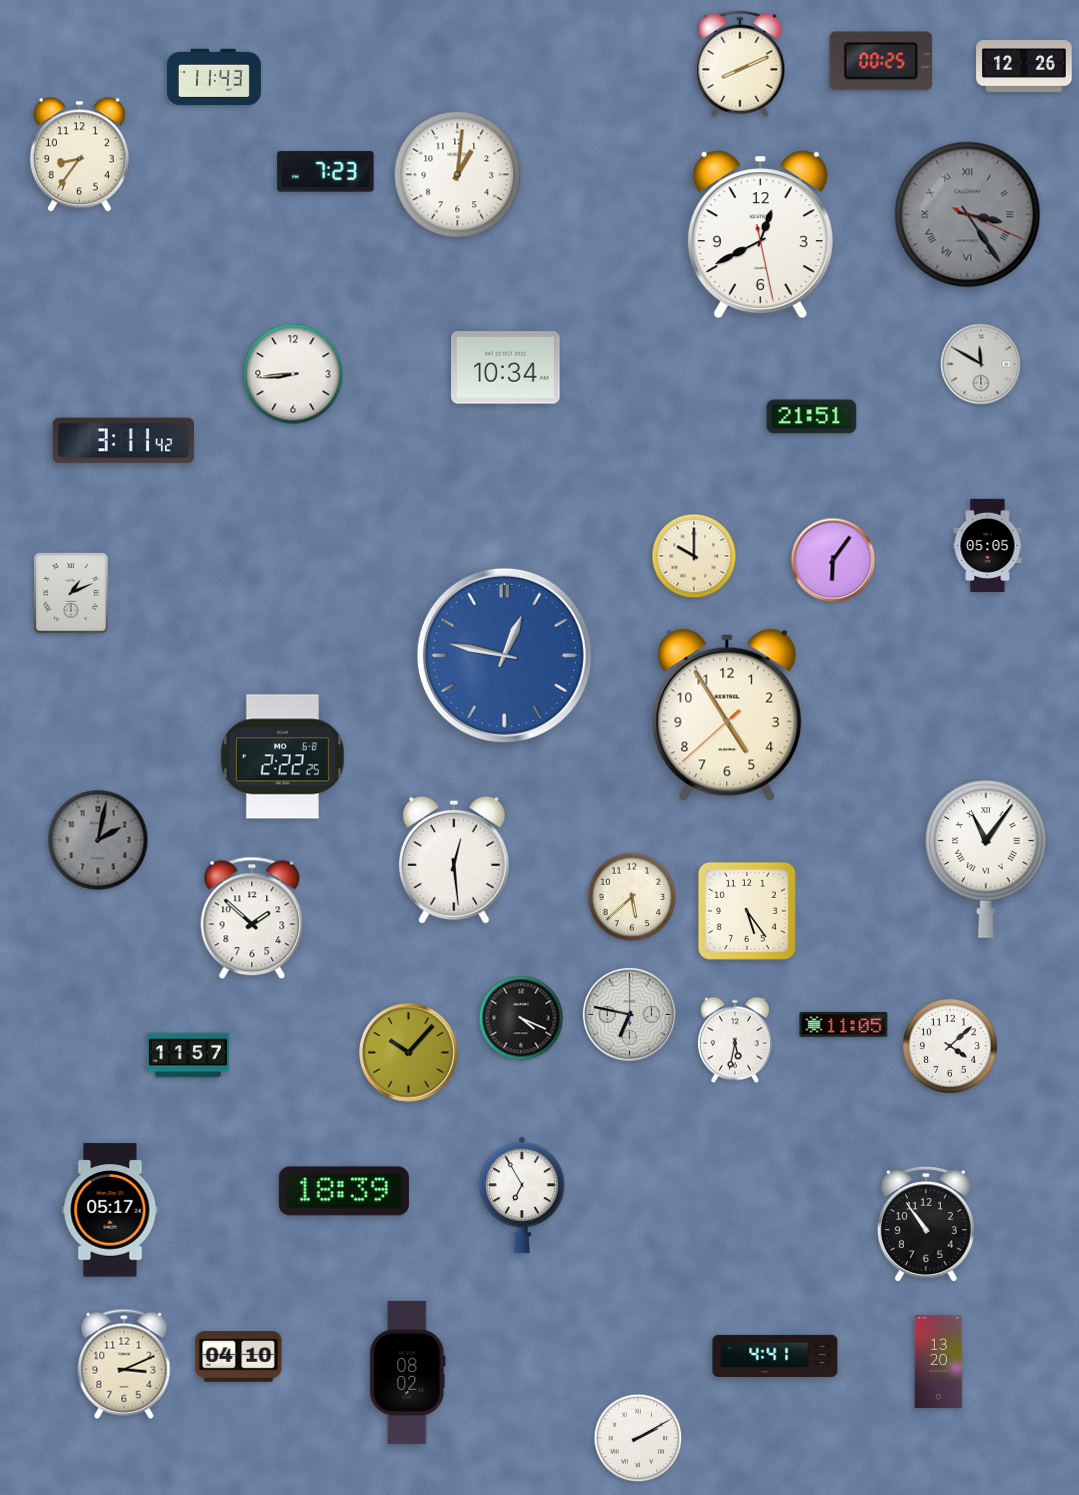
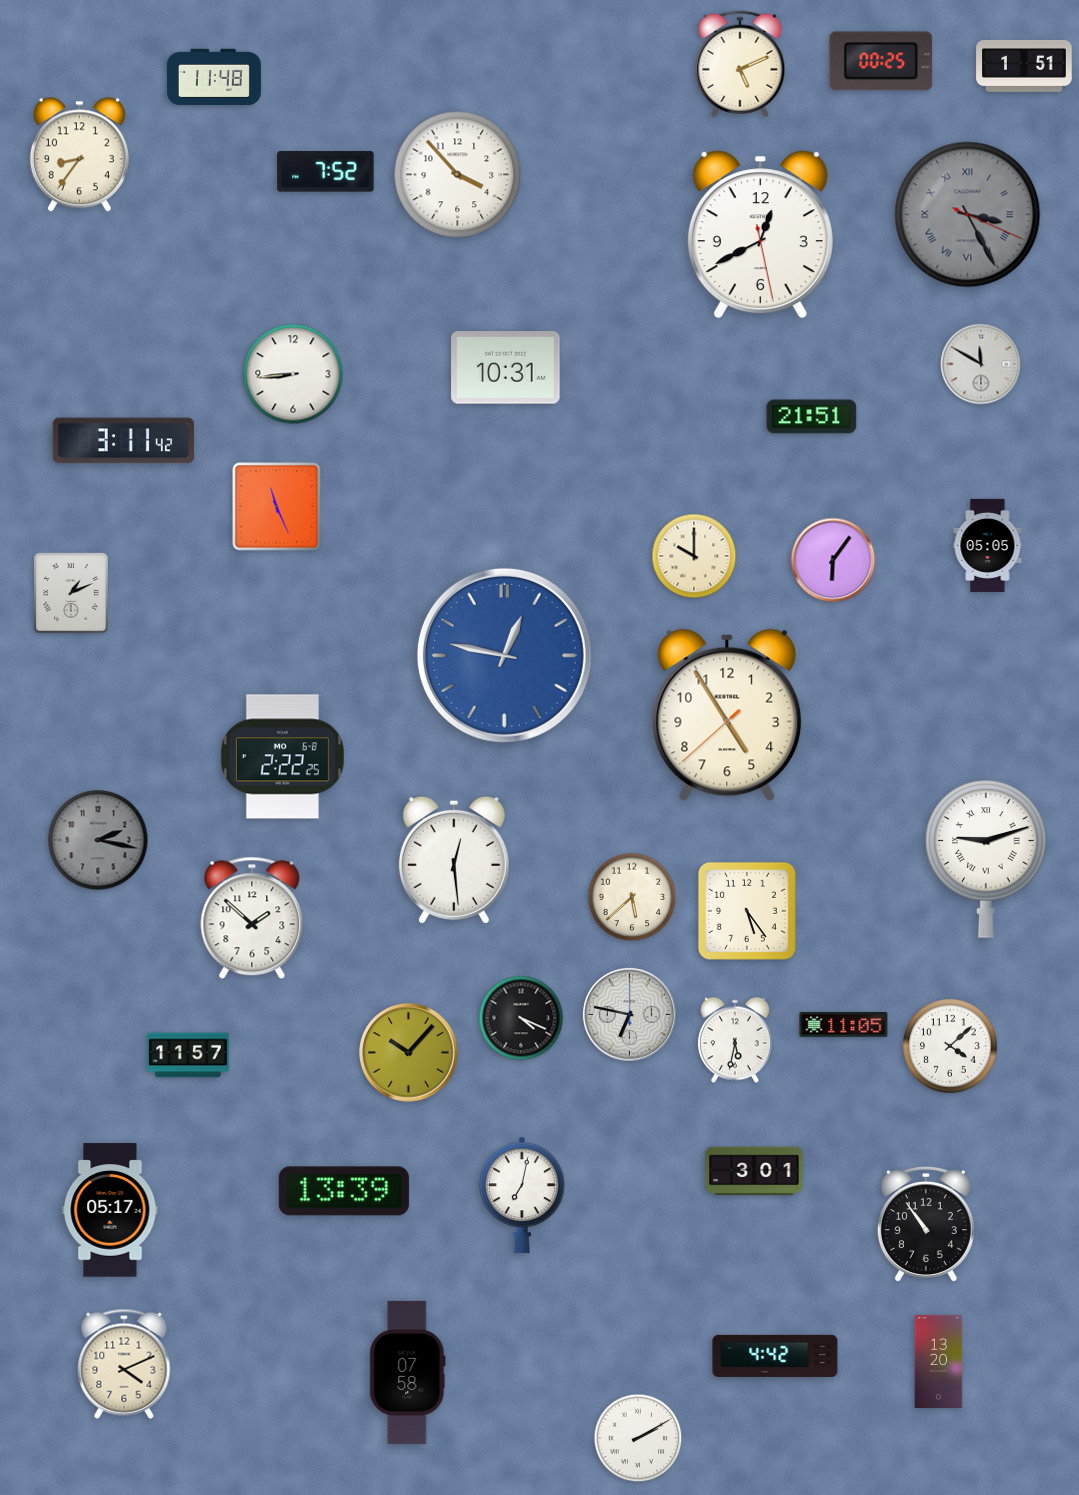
clock at (740, 64): 8:11 -> 5:11
clock at (1024, 66): 12:26 -> 1:51
clock at (214, 77): 11:43 -> 11:48
clock at (326, 172): 7:23 -> 7:52
clock at (458, 175): 1:01 -> 3:53
clock at (968, 215): 3:24 -> 3:25
clock at (506, 368): 10:34 -> 10:31
clock at (277, 507): none -> 11:26
clock at (98, 840): 2:02 -> 2:17
clock at (987, 859): 11:06 -> 9:12
clock at (754, 1171): none -> 3:01
clock at (344, 1191): 18:39 -> 13:39
clock at (523, 1195): 6:55 -> 7:02
clock at (775, 1356): 4:41 -> 4:42
clock at (239, 1357): 04:10 -> none
clock at (124, 1364): 3:11 -> 4:11
clock at (408, 1372): 08:02 -> 07:58
